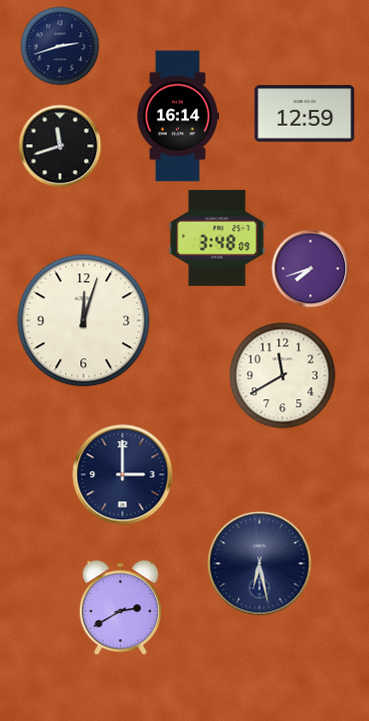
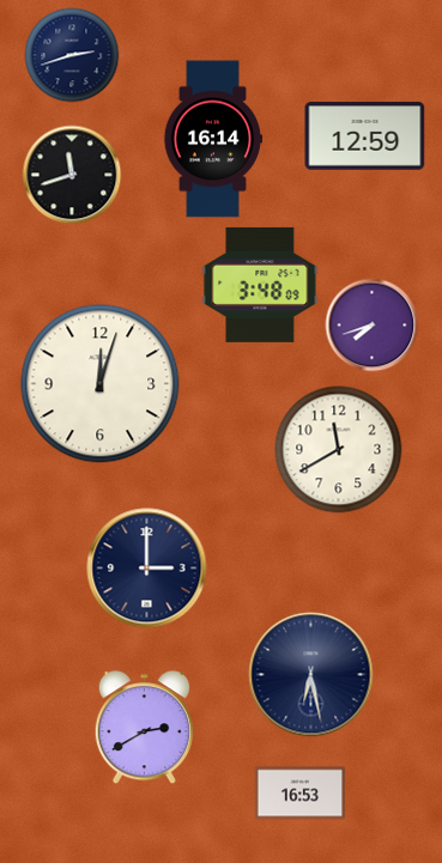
clock at (311, 269) position: (311, 269) -> (373, 326)
clock at (301, 794): none -> 16:53
